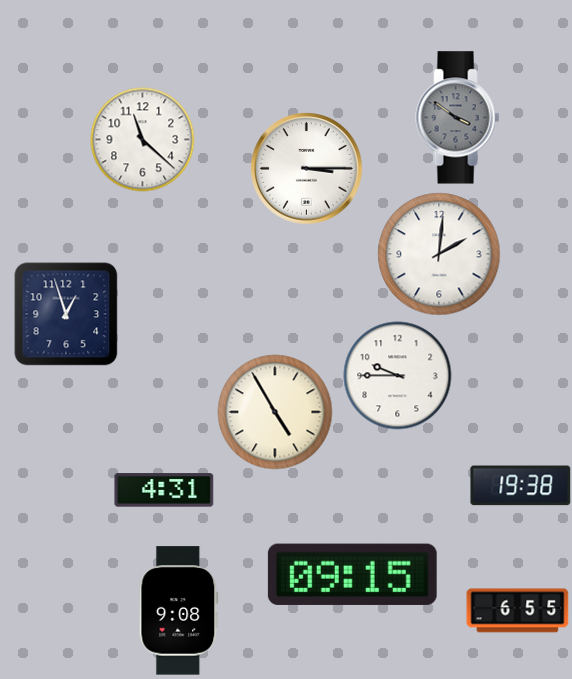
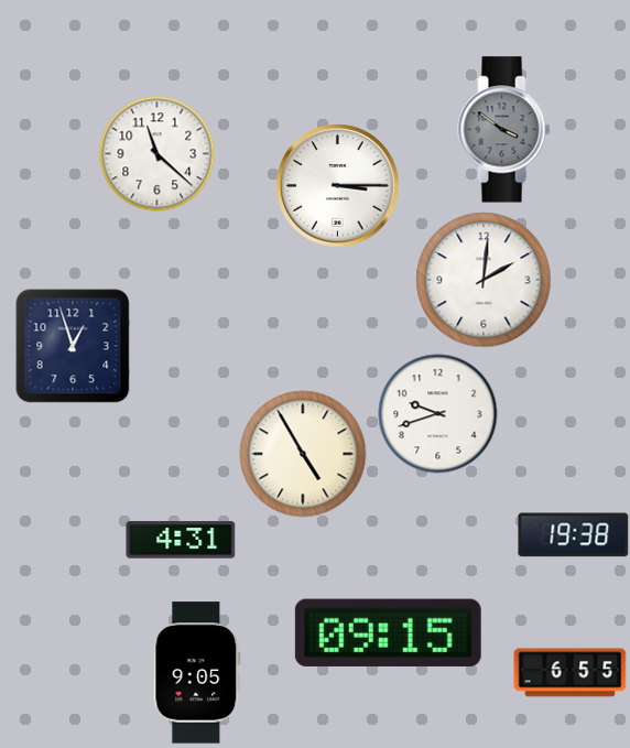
clock at (398, 376): 9:45 -> 9:42
clock at (179, 611): 9:08 -> 9:05
